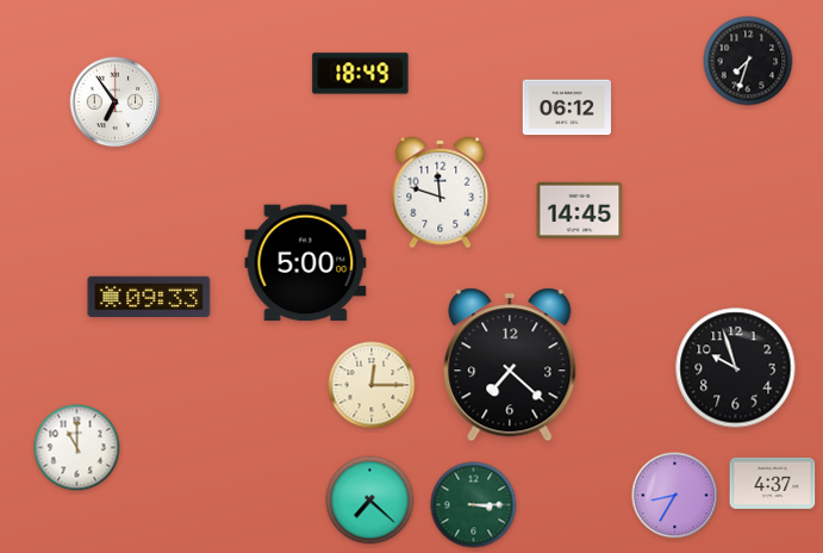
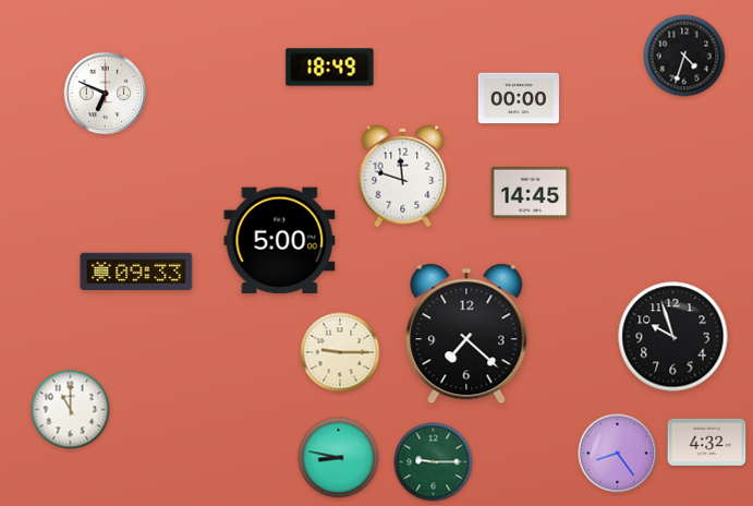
clock at (748, 61): 7:33 -> 4:33
clock at (116, 102): 6:54 -> 6:49
clock at (566, 107): 06:12 -> 00:00
clock at (372, 385): 12:15 -> 9:15
clock at (773, 483): 4:37 -> 4:32
clock at (675, 496): 8:35 -> 8:24
clock at (370, 501): 7:22 -> 8:47
clock at (474, 505): 3:15 -> 9:15
